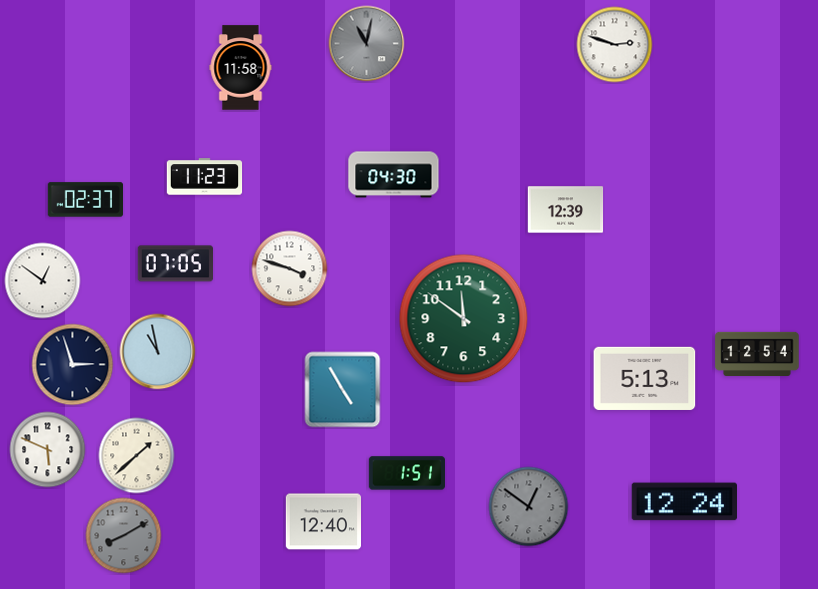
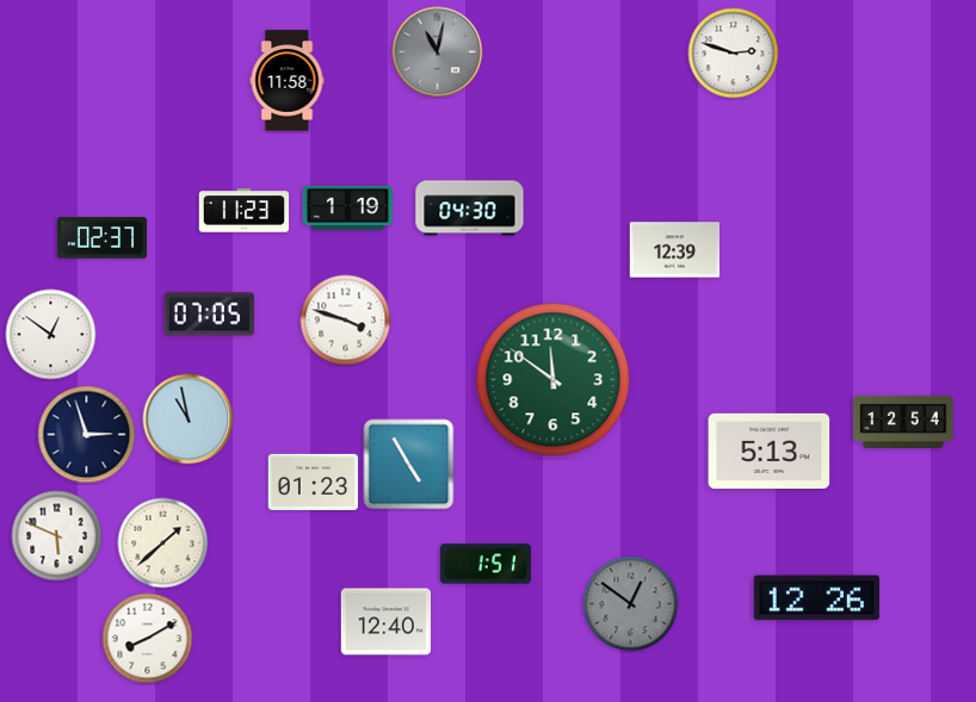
clock at (348, 207): none -> 1:19
clock at (313, 482): none -> 01:23
clock at (684, 502): 12:24 -> 12:26
clock at (124, 536) dial: grey -> white
